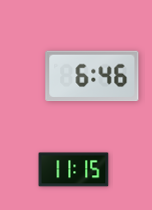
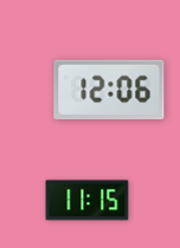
clock at (92, 76): 6:46 -> 12:06
